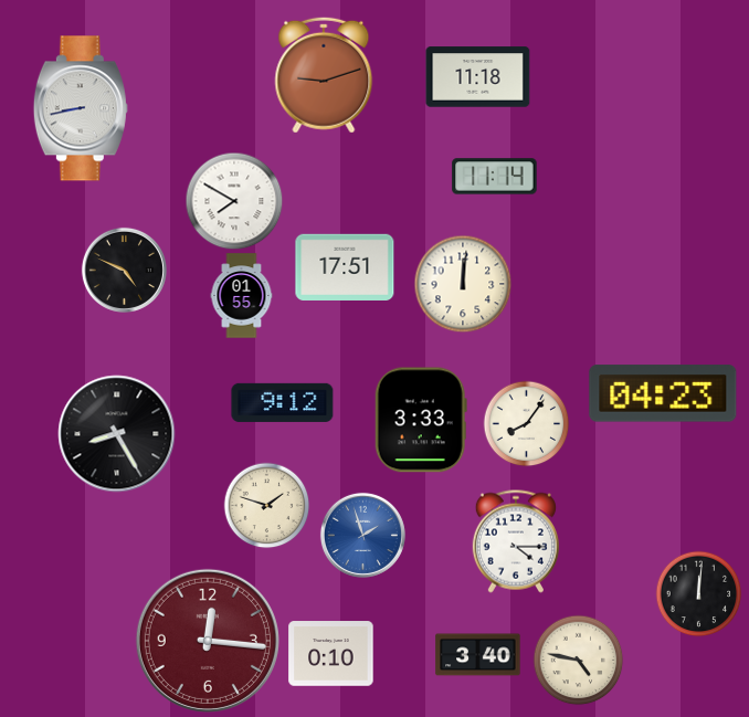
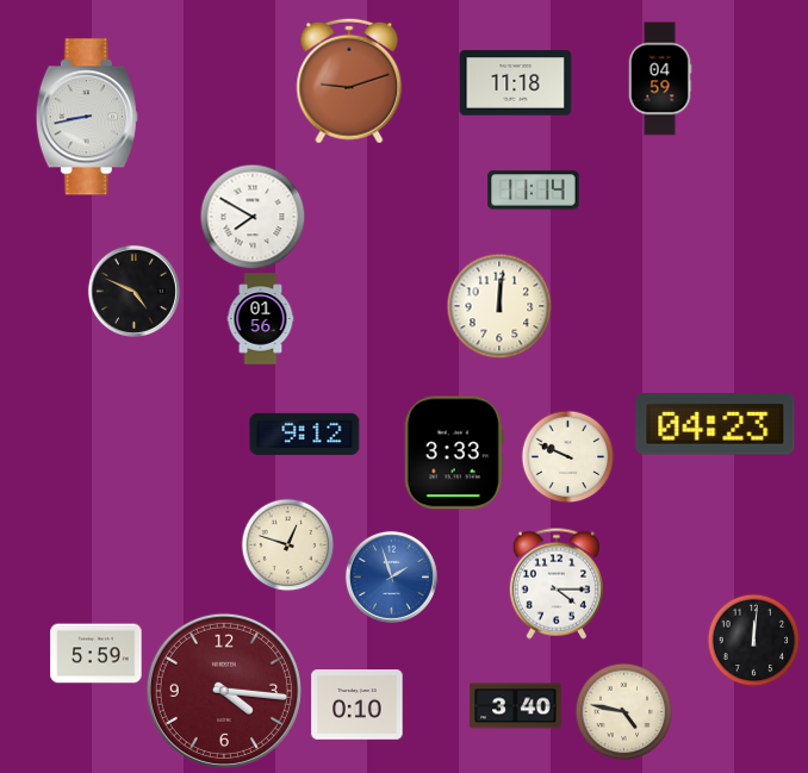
clock at (660, 79): none -> 04:59
clock at (345, 267): 17:51 -> none
clock at (242, 296): 01:55 -> 01:56
clock at (526, 423): 8:06 -> 9:49
clock at (117, 434): 8:25 -> none
clock at (266, 505): 1:48 -> 12:48
clock at (97, 654): none -> 5:59
clock at (208, 641): 12:16 -> 4:16
